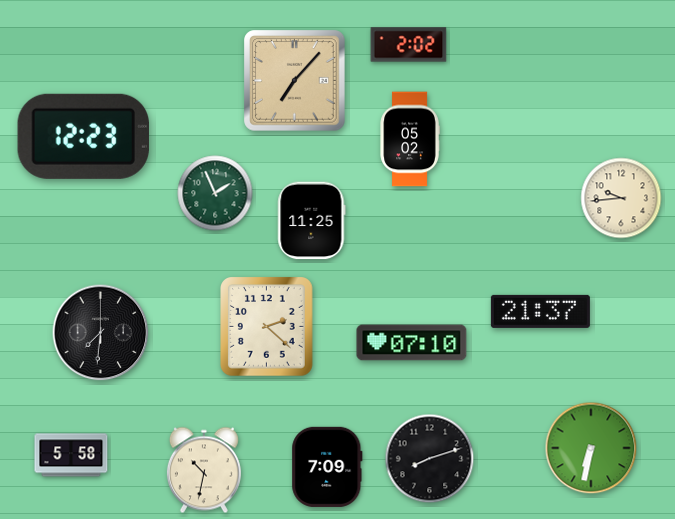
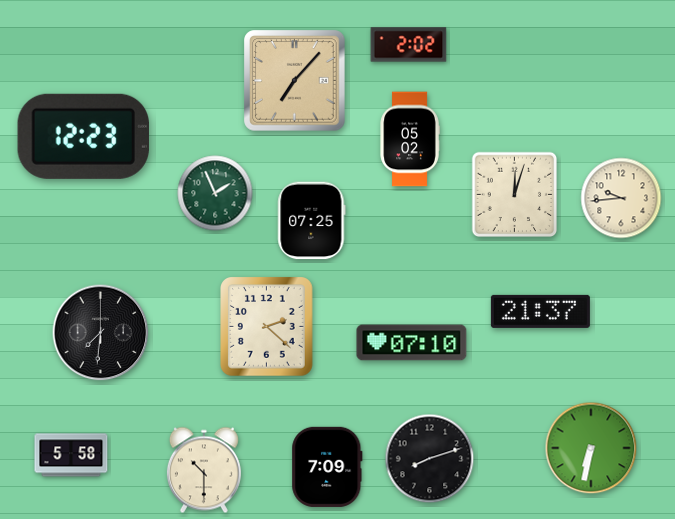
clock at (515, 195): none -> 12:03
clock at (312, 221): 11:25 -> 07:25
clock at (204, 470): 10:32 -> 10:30
